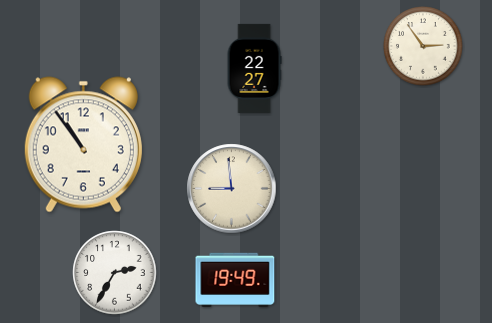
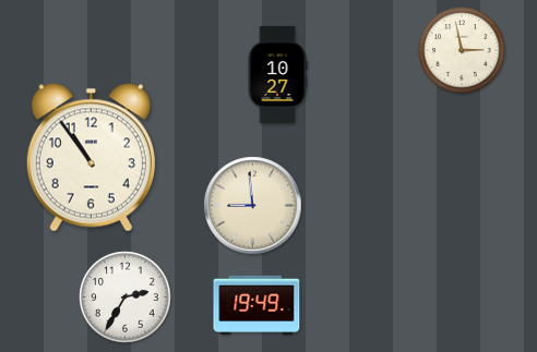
clock at (423, 46): 2:54 -> 2:58
clock at (254, 68): 22:27 -> 10:27
